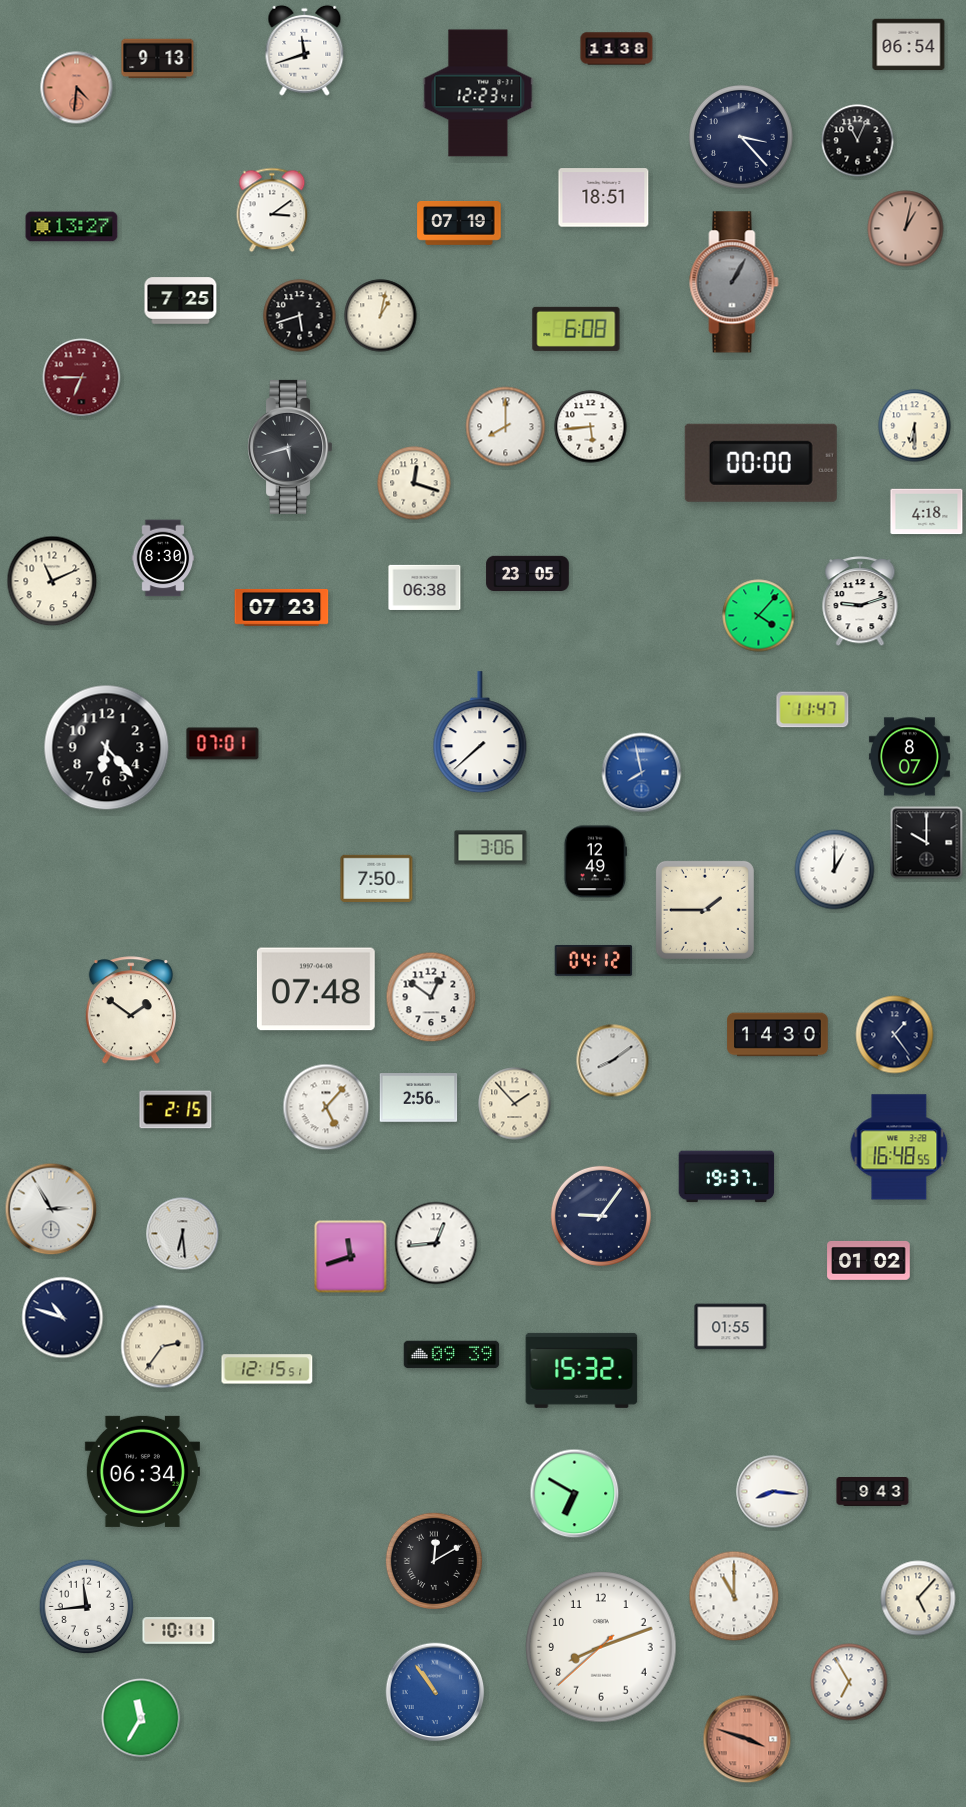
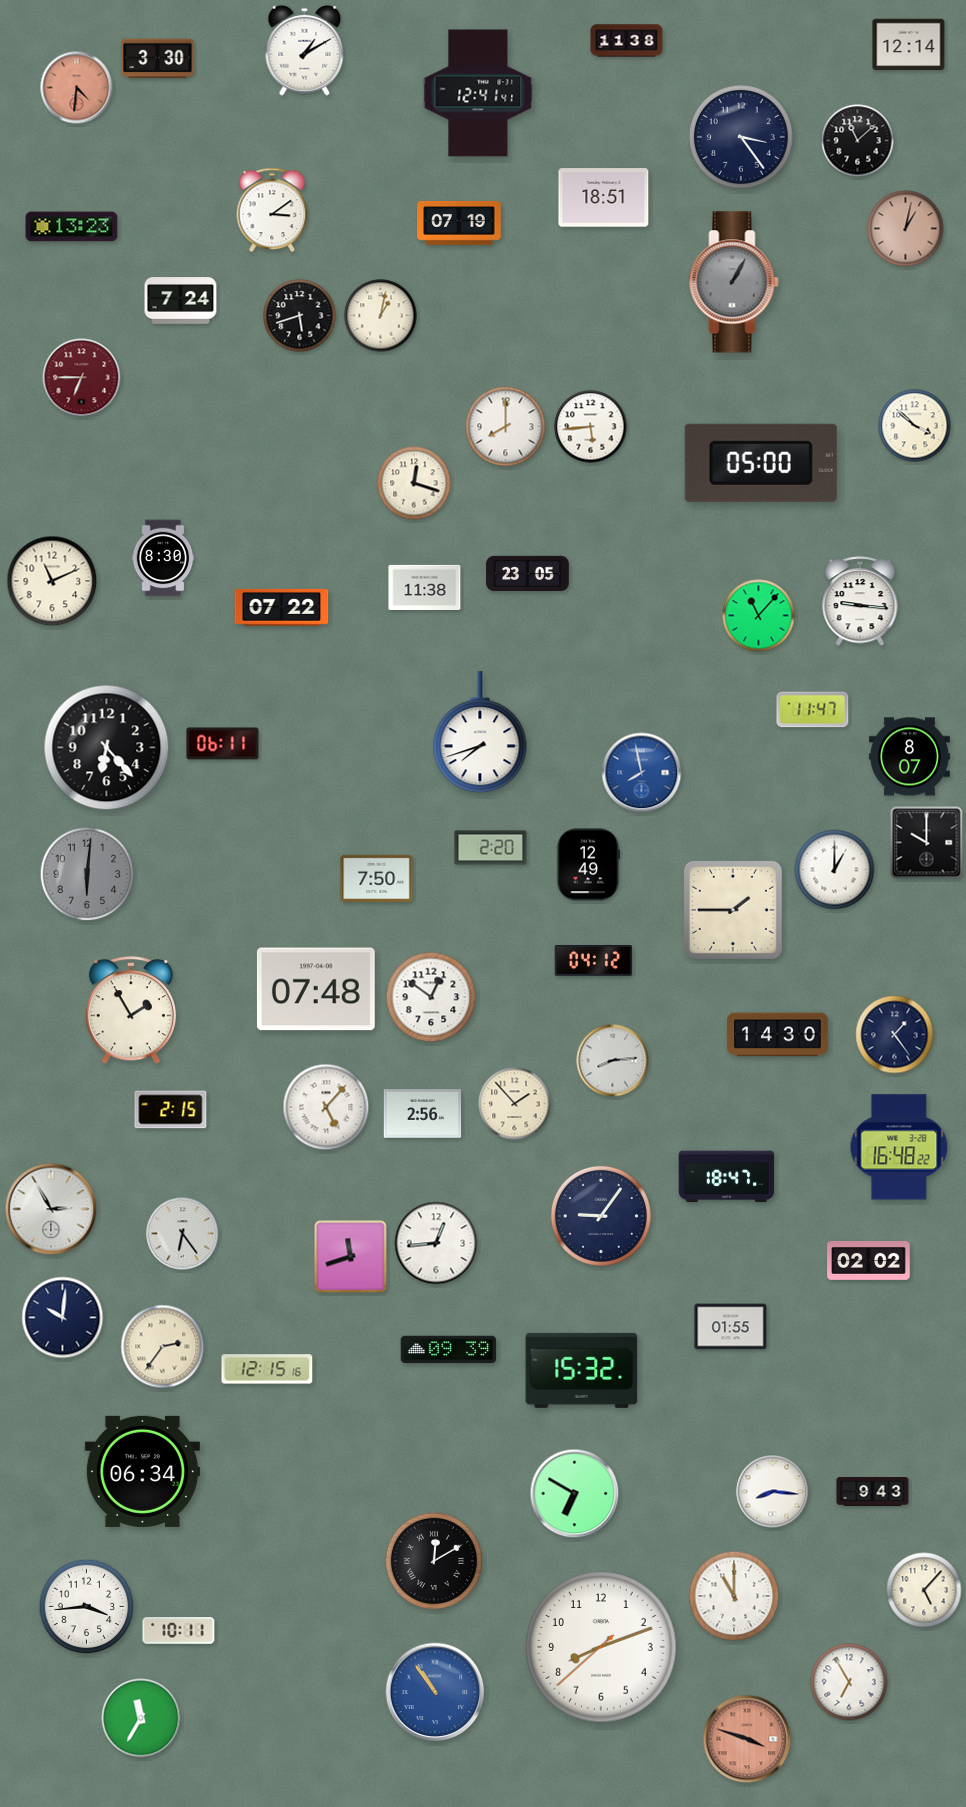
clock at (909, 45): 06:54 -> 12:14
clock at (617, 49) position: (617, 49) -> (627, 41)
clock at (305, 50): 11:42 -> 1:10
clock at (158, 59): 9:13 -> 3:30
clock at (478, 93): 12:23 -> 12:41
clock at (741, 137): 3:23 -> 3:24
clock at (858, 141): 11:04 -> 11:08
clock at (72, 227): 13:27 -> 13:23
clock at (181, 301): 7:25 -> 7:24
clock at (576, 329): 6:08 -> none
clock at (915, 426): 6:30 -> 3:52
clock at (290, 447): 5:42 -> none
clock at (761, 463): 00:00 -> 05:00
clock at (927, 512): 4:18 -> none
clock at (425, 587): 06:38 -> 11:38
clock at (860, 602): 9:12 -> 9:16
clock at (282, 608): 07:23 -> 07:22
clock at (759, 616): 4:07 -> 11:07
clock at (480, 733): 7:38 -> 7:42
clock at (223, 744): 07:01 -> 06:11
clock at (491, 848): 3:06 -> 2:20
clock at (594, 862) position: (594, 862) -> (587, 865)
clock at (87, 874): none -> 6:01
clock at (705, 910) position: (705, 910) -> (733, 910)
clock at (131, 1011): 1:51 -> 1:55
clock at (613, 1061): 8:09 -> 8:14
clock at (419, 1098) position: (419, 1098) -> (423, 1114)
clock at (176, 1110) position: (176, 1110) -> (171, 1110)
clock at (899, 1147): 16:48:55 -> 16:48:22
clock at (727, 1177): 19:37 -> 18:47
clock at (183, 1234): 6:29 -> 6:24
clock at (869, 1260): 01:02 -> 02:02
clock at (63, 1318): 10:48 -> 10:01
clock at (452, 1355) position: (452, 1355) -> (449, 1350)
clock at (267, 1369): 12:15:51 -> 12:15:16
clock at (918, 1598) position: (918, 1598) -> (924, 1590)
clock at (87, 1607): 11:44 -> 3:44
